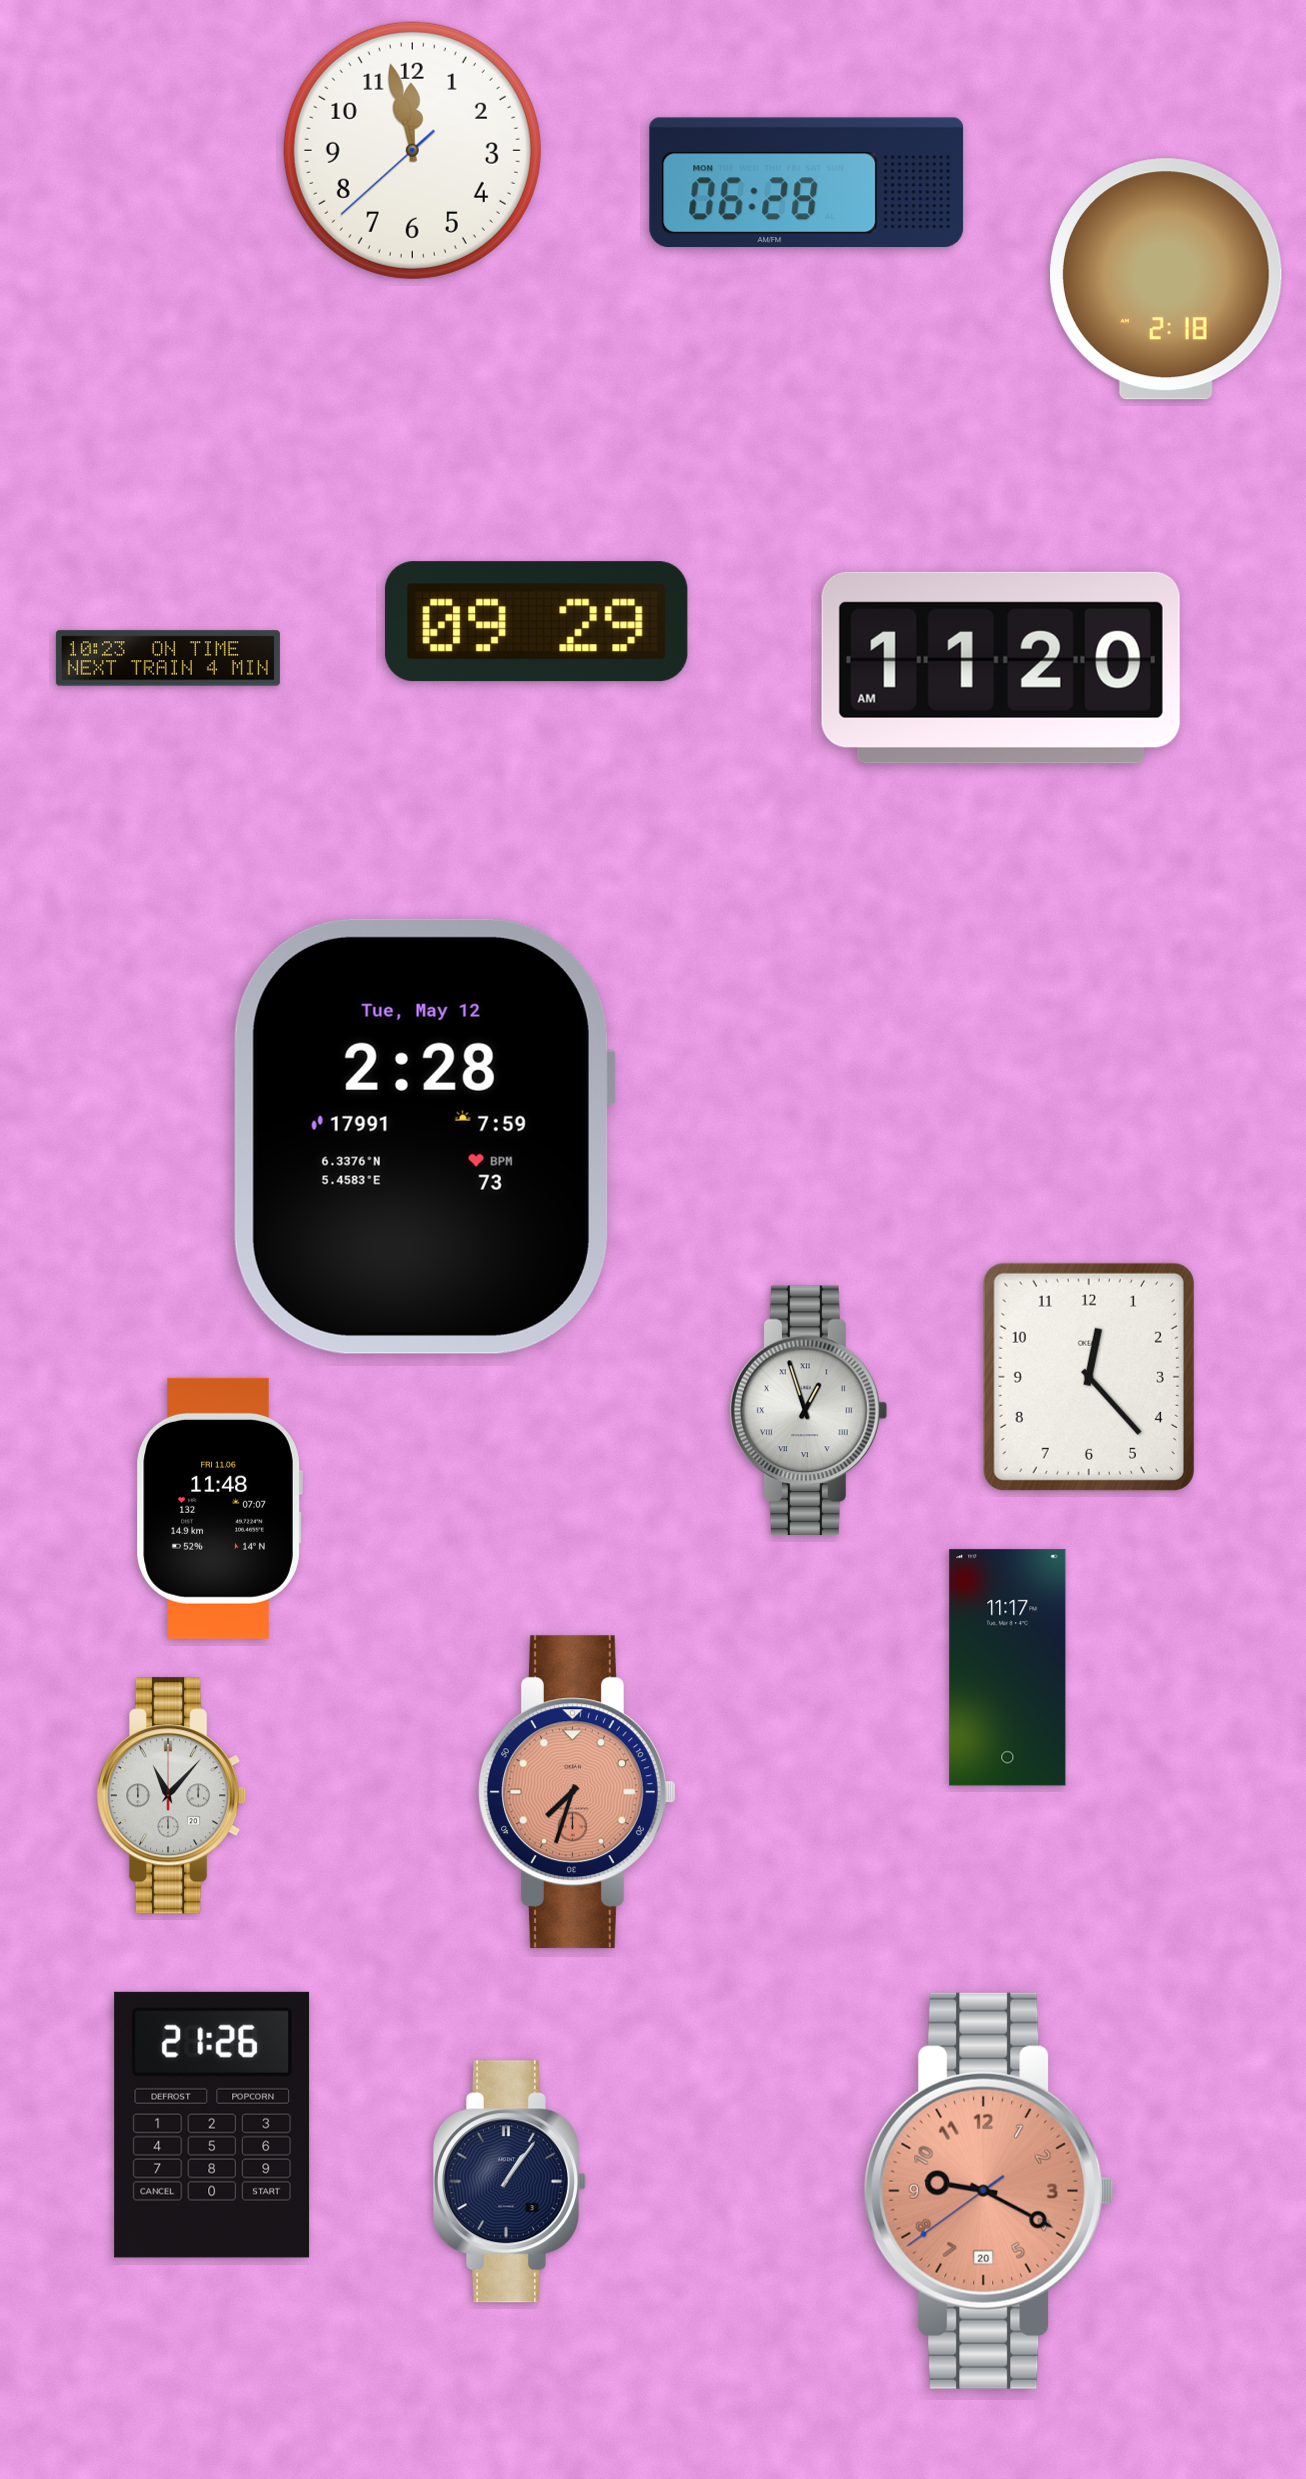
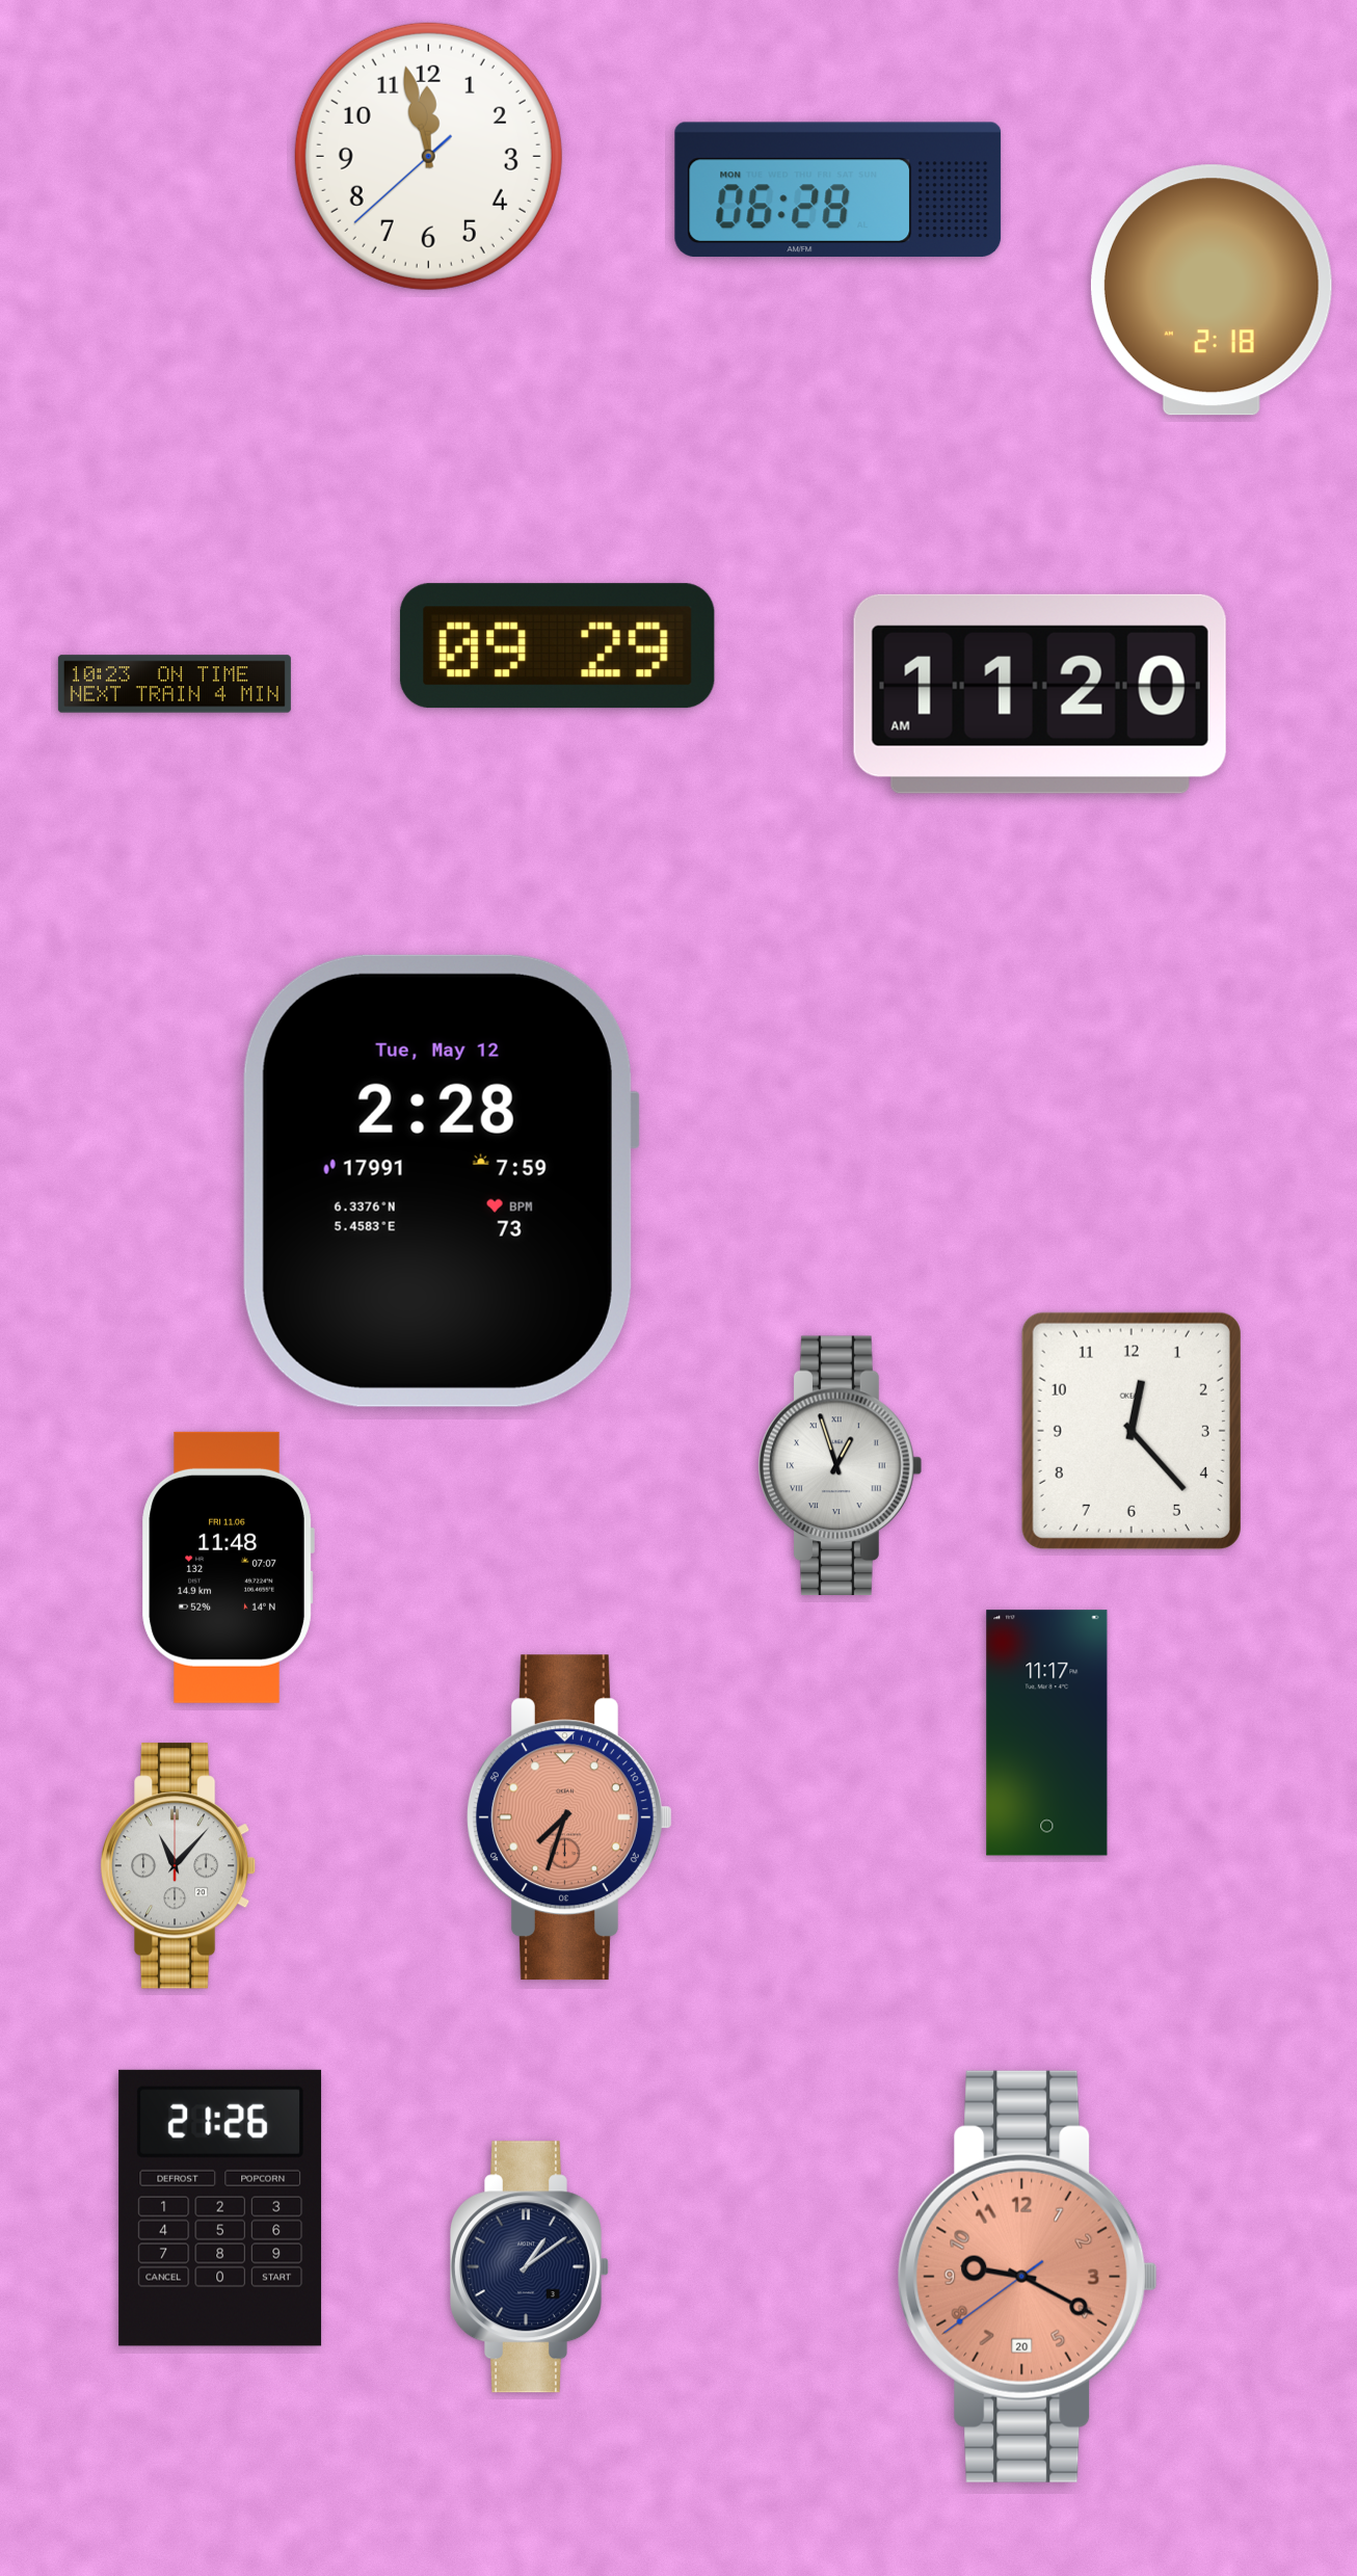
clock at (577, 1792) position: (577, 1792) -> (569, 1817)
clock at (509, 2182): 1:06 -> 1:09
